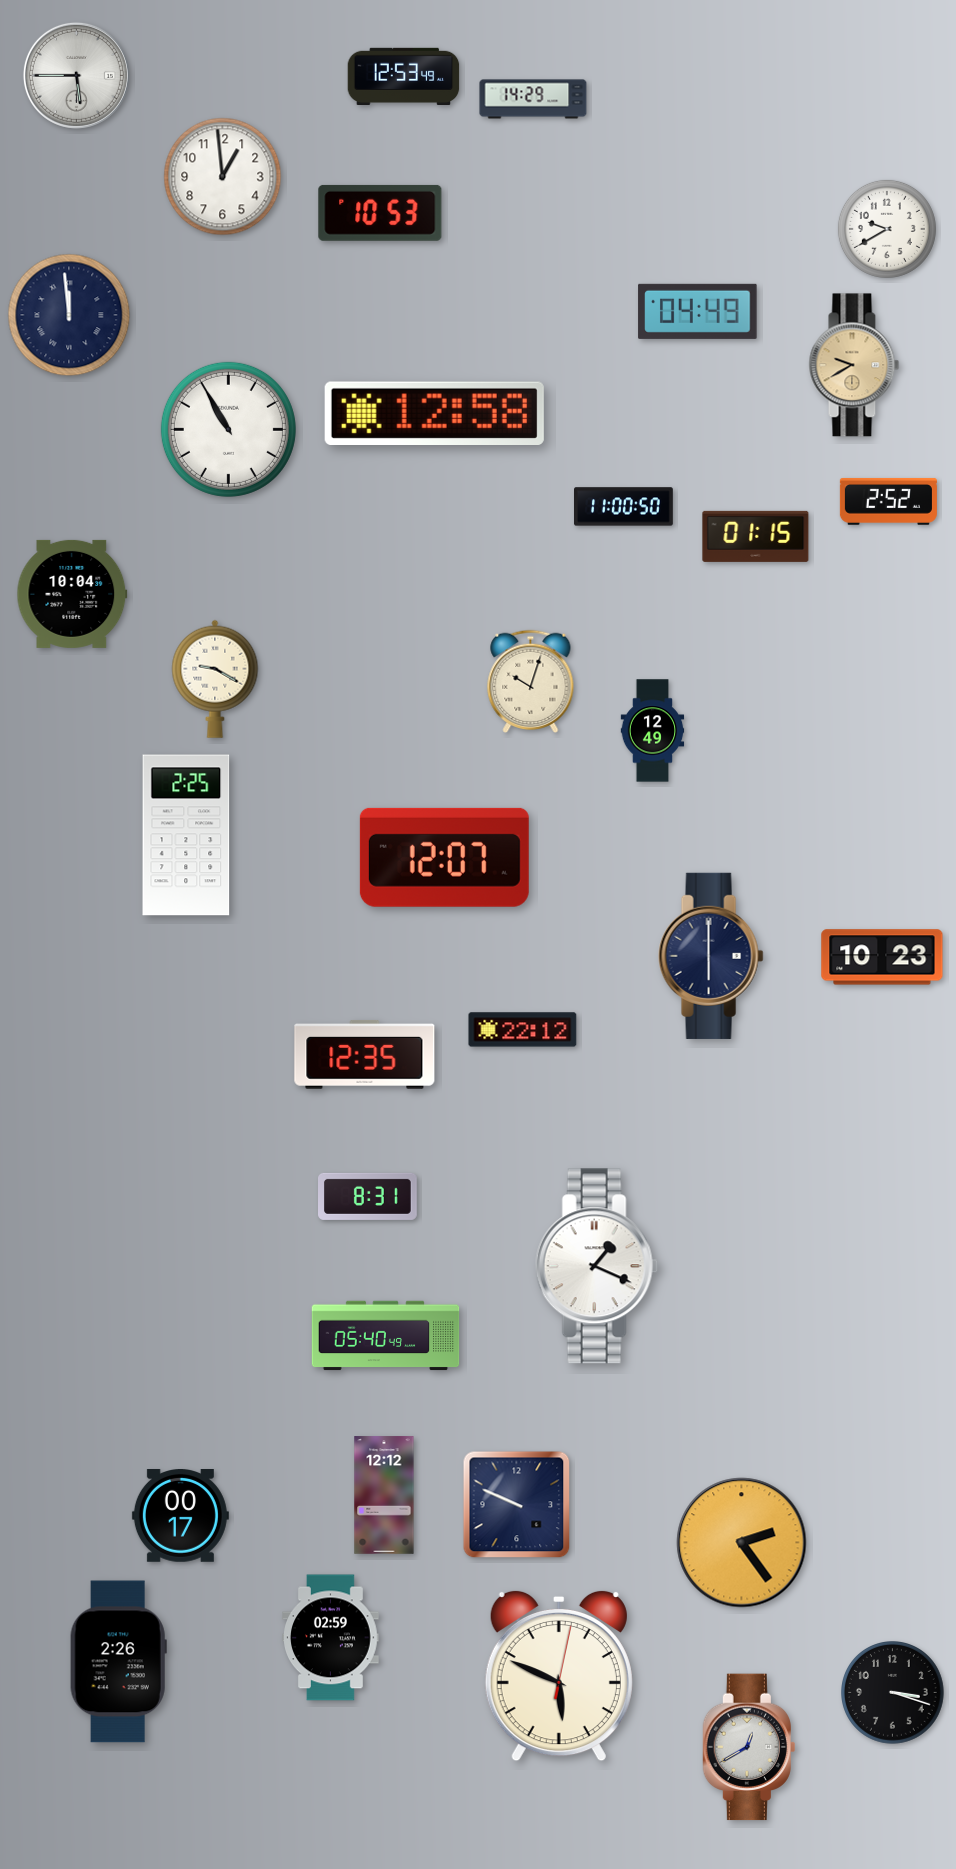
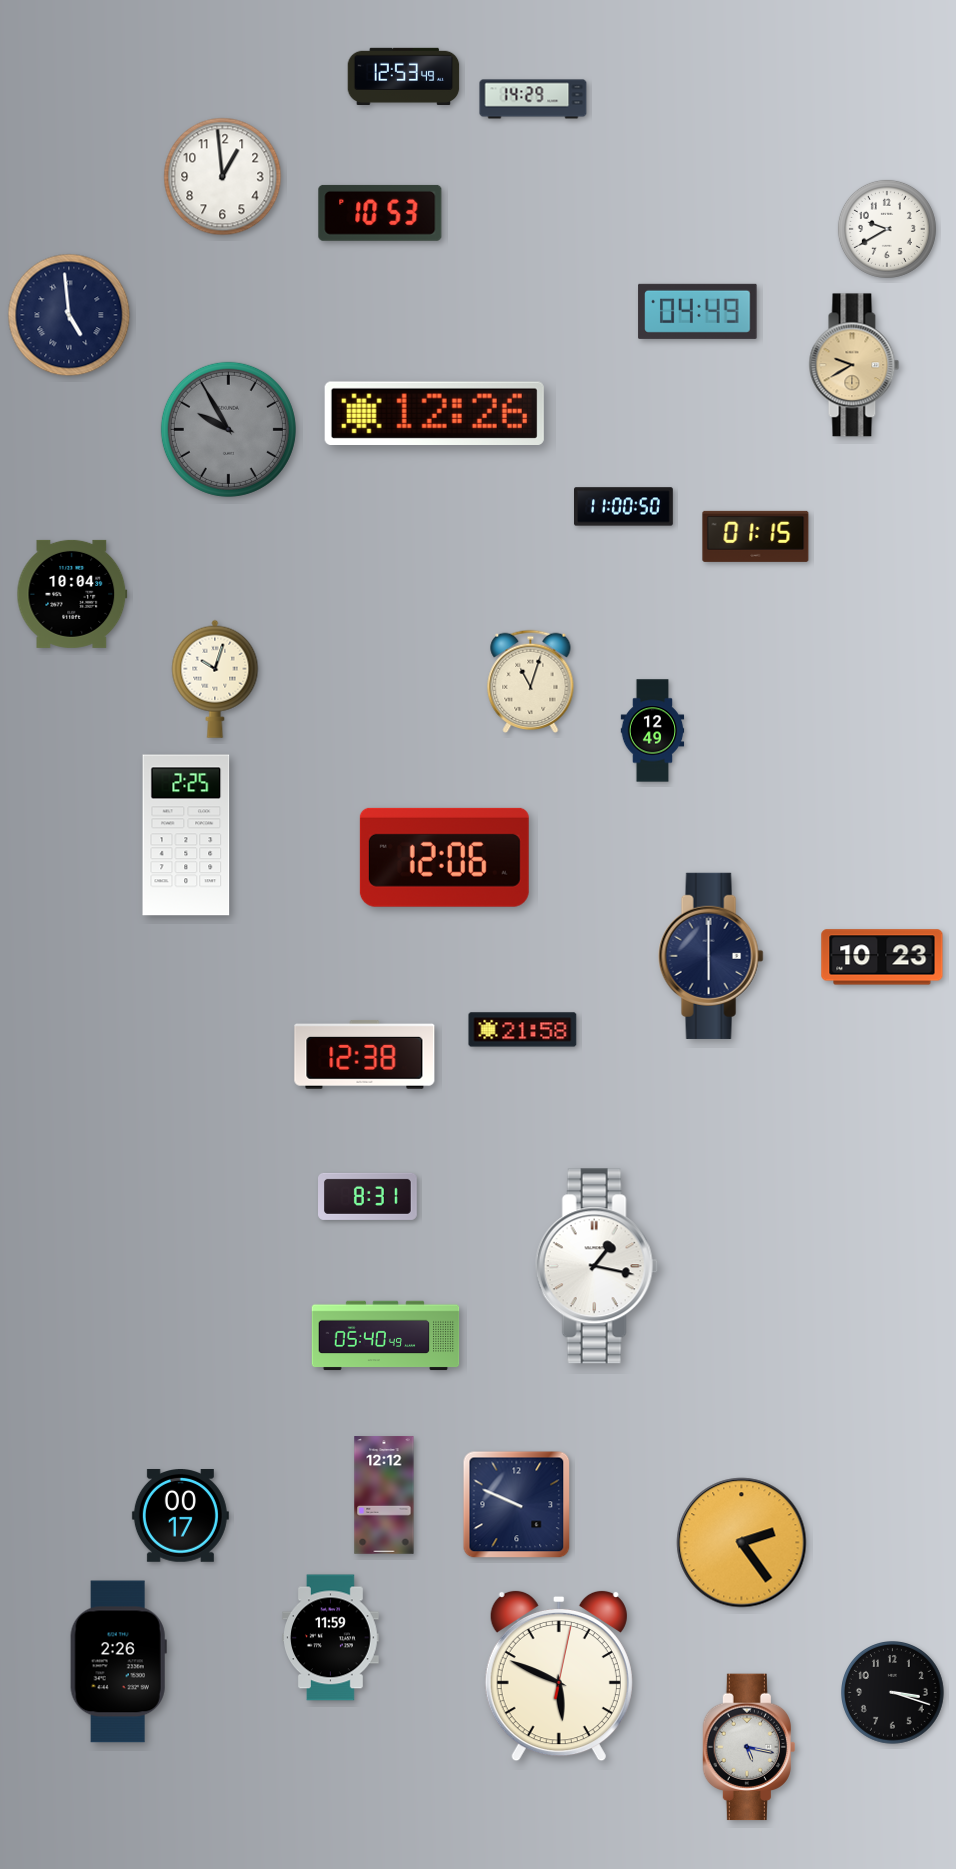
clock at (76, 75): 5:45 -> none
clock at (69, 315): 11:59 -> 4:59
clock at (434, 413): 12:58 -> 12:26
clock at (228, 429): 10:55 -> 9:55
clock at (228, 429) dial: white -> grey
clock at (888, 502): 2:52 -> none
clock at (215, 679): 9:20 -> 10:03
clock at (531, 681): 10:03 -> 11:03
clock at (444, 857): 12:07 -> 12:06
clock at (523, 1030): 22:12 -> 21:58
clock at (365, 1055): 12:35 -> 12:38
clock at (597, 1266): 1:19 -> 1:17
clock at (331, 1638): 02:59 -> 11:59
clock at (748, 1747): 12:40 -> 5:17
